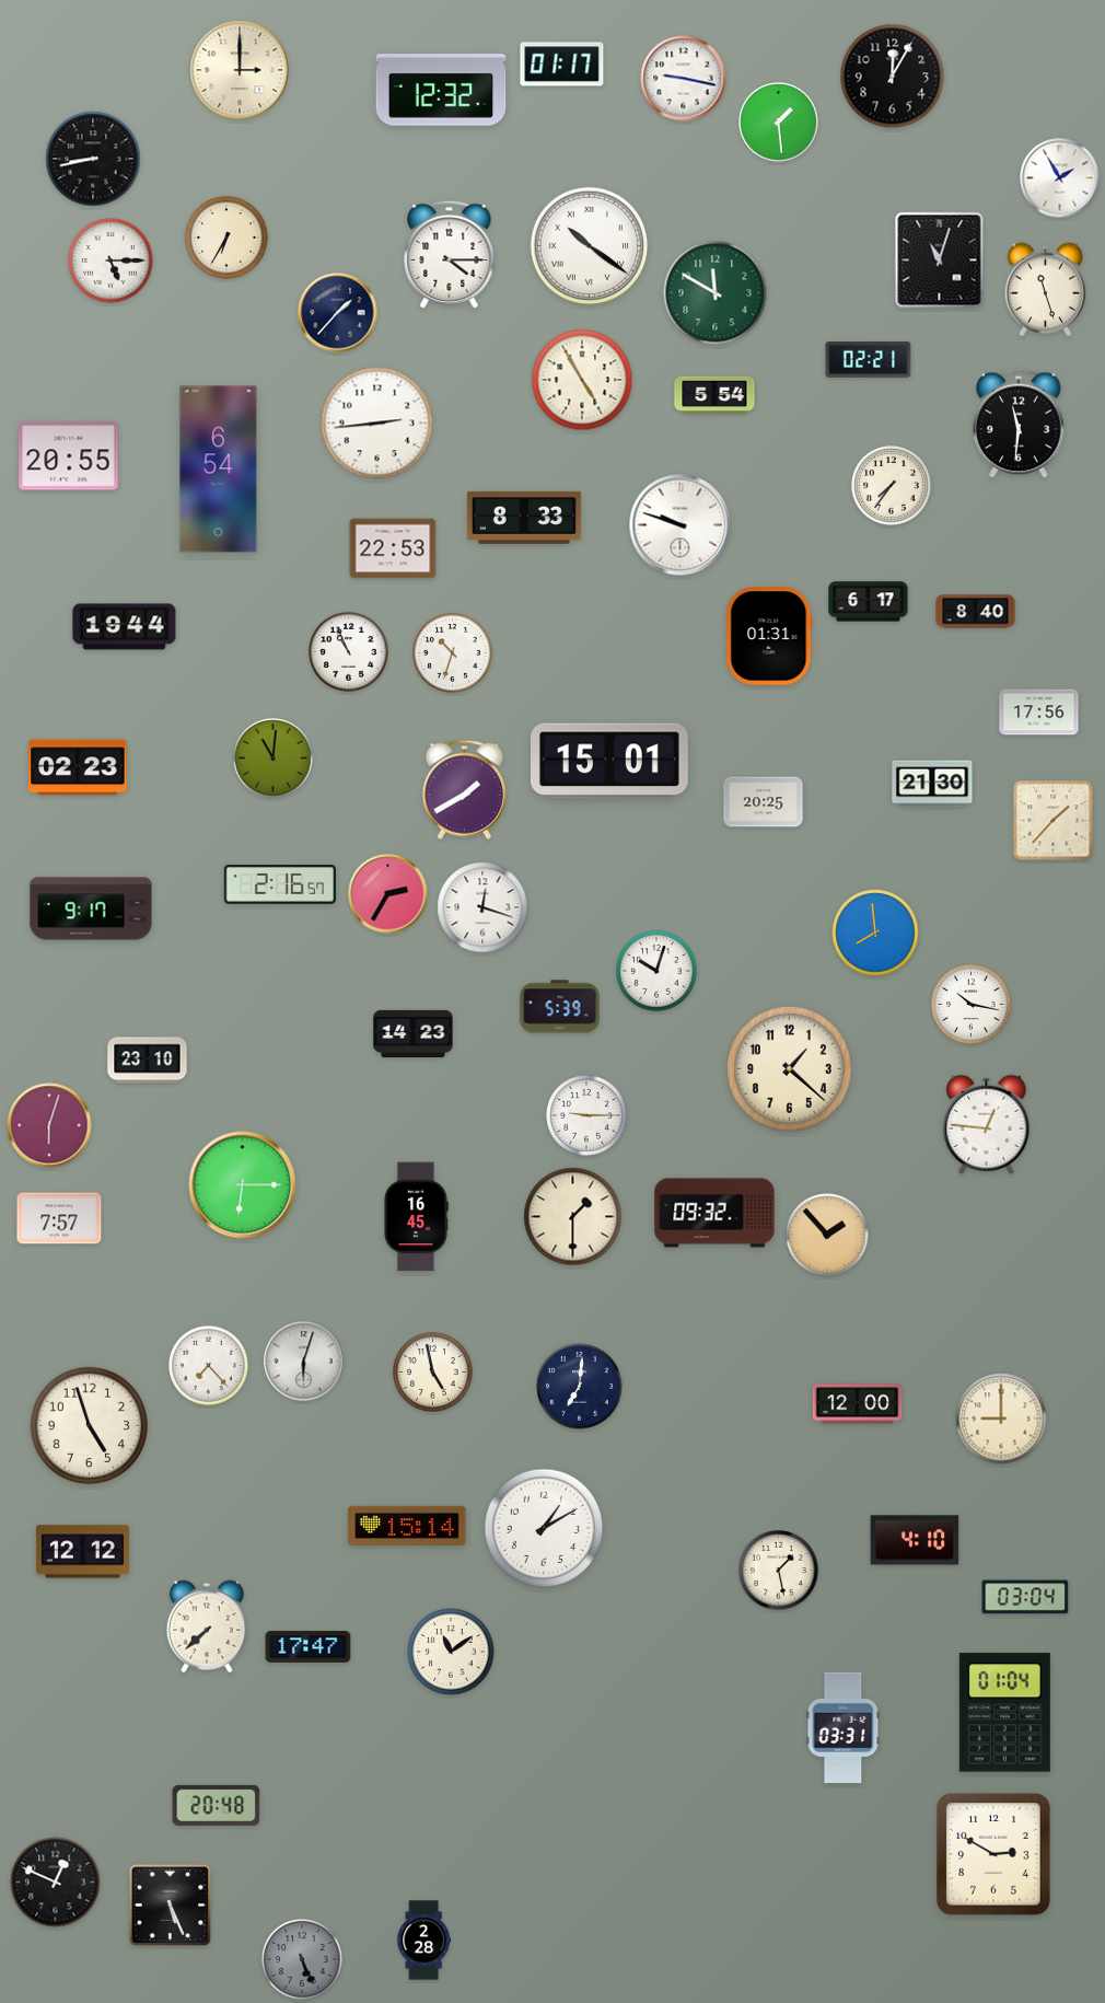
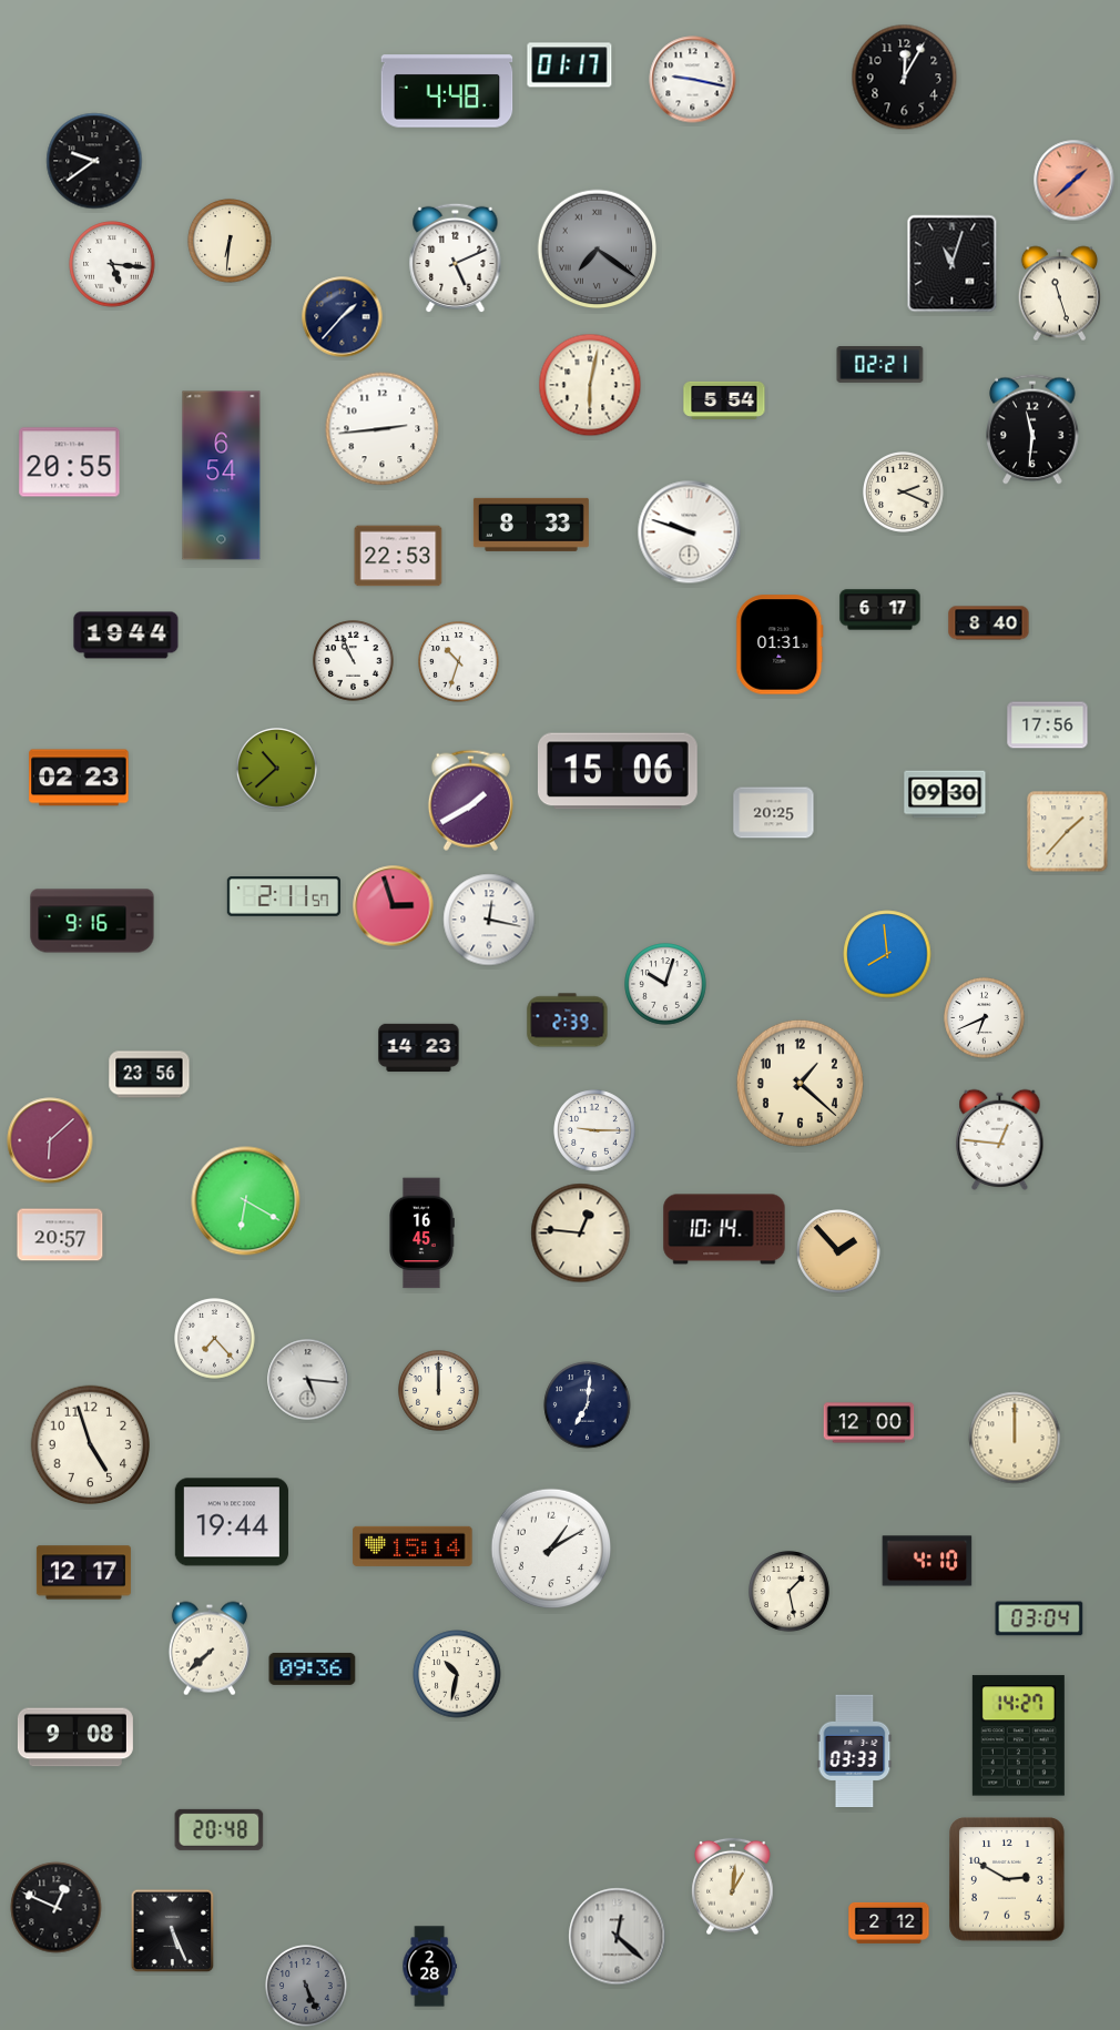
clock at (240, 70): 3:00 -> none
clock at (441, 90): 12:32 -> 4:48
clock at (779, 123): 1:29 -> none
clock at (93, 159): 8:43 -> 9:39
clock at (1060, 178): 1:55 -> 1:38
clock at (1060, 178) dial: white -> salmon
clock at (226, 238): 6:35 -> 6:31
clock at (590, 246): 10:21 -> 7:21
clock at (590, 246) dial: white -> grey
clock at (450, 255): 4:15 -> 5:11
clock at (111, 260): 5:15 -> 5:16
clock at (716, 293): 11:50 -> none
clock at (582, 380): 4:55 -> 6:02
clock at (892, 486): 7:36 -> 2:19
clock at (976, 612) position: (976, 612) -> (989, 623)
clock at (1039, 713) position: (1039, 713) -> (1048, 725)
clock at (274, 759): 11:01 -> 10:38
clock at (609, 761): 15:01 -> 15:06
clock at (932, 784): 21:30 -> 09:30
clock at (280, 884): 2:16 -> 2:11
clock at (388, 894): 2:35 -> 2:57
clock at (482, 907): 12:18 -> 12:17
clock at (91, 908): 9:17 -> 9:16
clock at (875, 933) position: (875, 933) -> (887, 954)
clock at (972, 1005): 10:17 -> 6:41
clock at (560, 1007): 5:39 -> 2:39
clock at (148, 1061): 23:10 -> 23:56
clock at (49, 1125): 6:03 -> 6:08
clock at (243, 1185): 6:15 -> 6:20
clock at (714, 1213): 09:32 -> 10:14
clock at (573, 1217): 1:30 -> 12:46
clock at (59, 1218): 7:57 -> 20:57
clock at (304, 1362): 6:03 -> 5:16
clock at (209, 1366) position: (209, 1366) -> (215, 1339)
clock at (433, 1373): 4:58 -> 12:00
clock at (1001, 1419): 9:00 -> 12:00
clock at (232, 1522): none -> 19:44
clock at (82, 1552): 12:12 -> 12:17
clock at (309, 1646): 17:47 -> 09:36
clock at (451, 1652): 11:09 -> 10:32
clock at (1004, 1713): 01:04 -> 14:27
clock at (75, 1737): none -> 9:08
clock at (844, 1727): 03:31 -> 03:33
clock at (733, 1887): none -> 1:01
clock at (889, 1922): none -> 2:12
clock at (618, 1937): none -> 12:22
